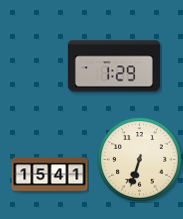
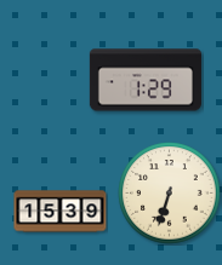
clock at (114, 66) position: (114, 66) -> (146, 80)
clock at (50, 175): 15:41 -> 15:39
